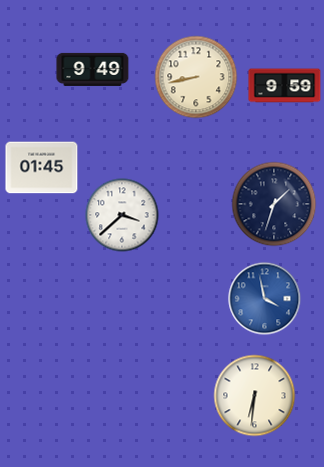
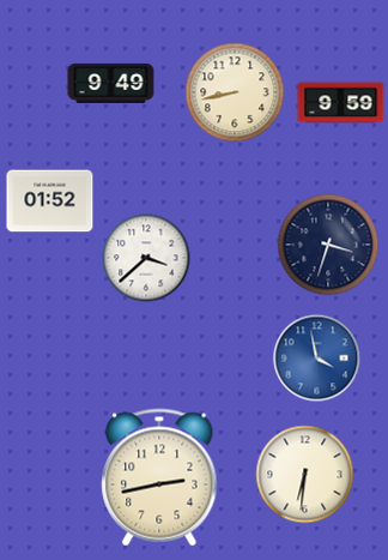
clock at (42, 168): 01:45 -> 01:52
clock at (274, 204): 1:33 -> 3:33
clock at (159, 477): none -> 2:43
